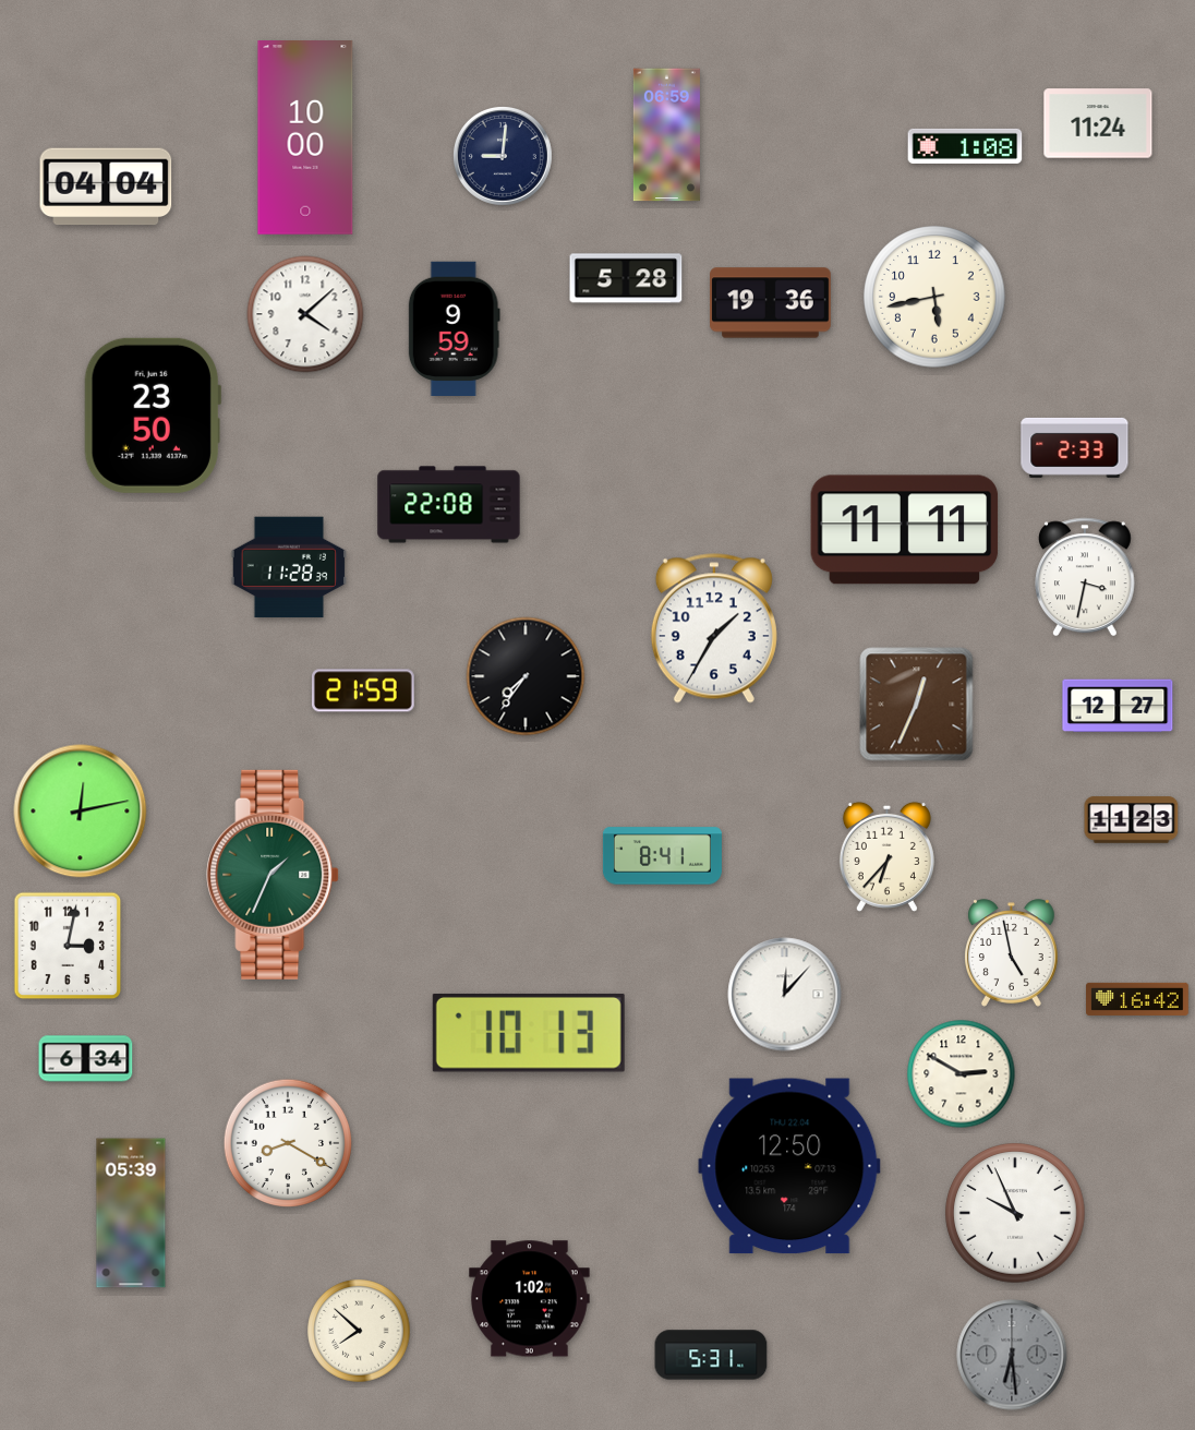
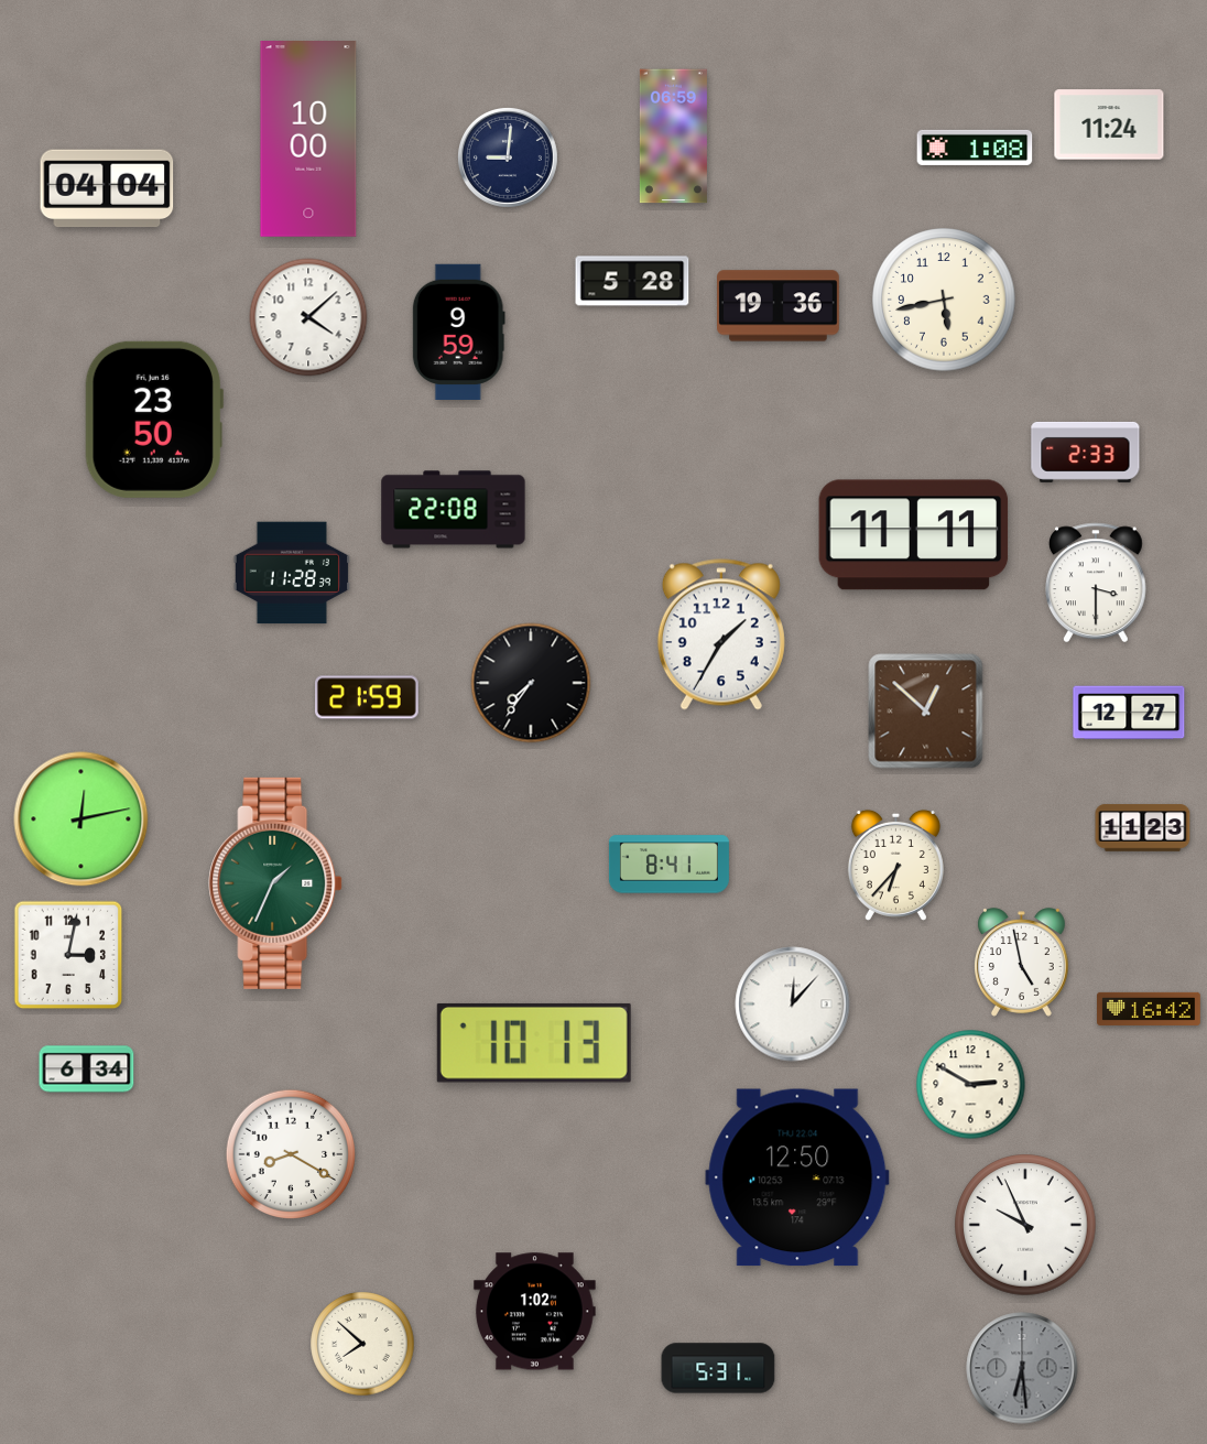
clock at (1086, 577): 3:32 -> 3:30
clock at (917, 705): 12:34 -> 12:52
clock at (131, 1213): 05:39 -> none
